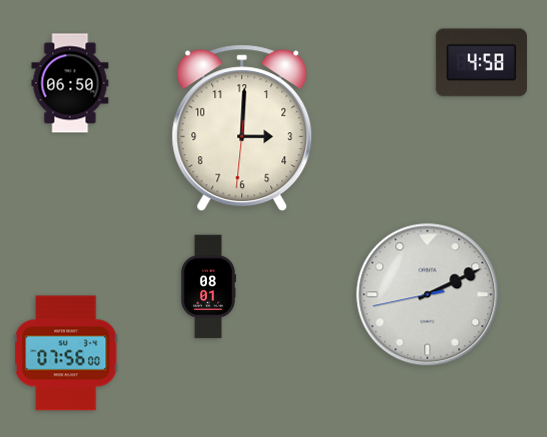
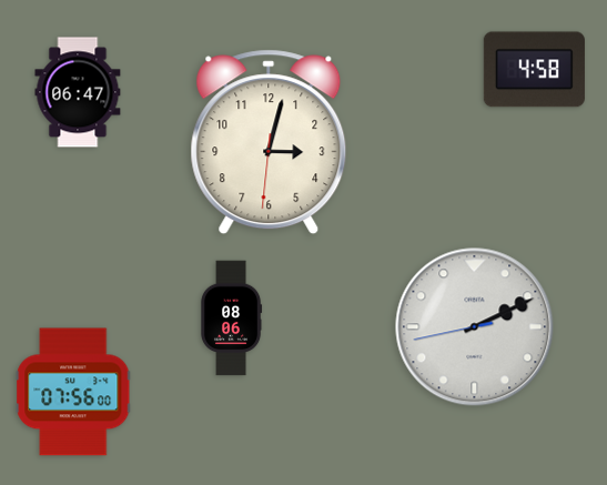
clock at (70, 83): 06:50 -> 06:47
clock at (242, 128): 3:00 -> 3:02
clock at (208, 287): 08:01 -> 08:06
